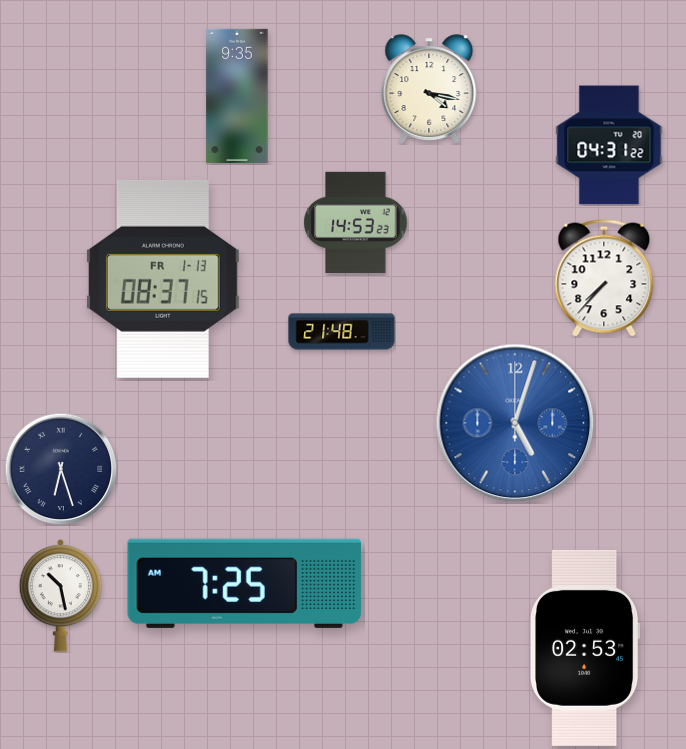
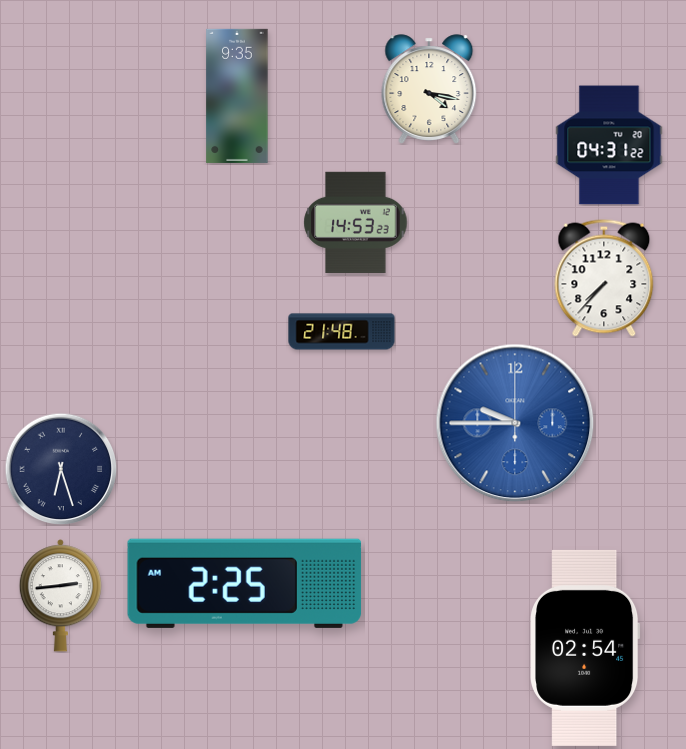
clock at (163, 279): 08:37 -> none
clock at (515, 423): 5:03 -> 9:45
clock at (245, 583): 7:25 -> 2:25
clock at (60, 596): 10:28 -> 2:44
clock at (585, 648): 02:53 -> 02:54
